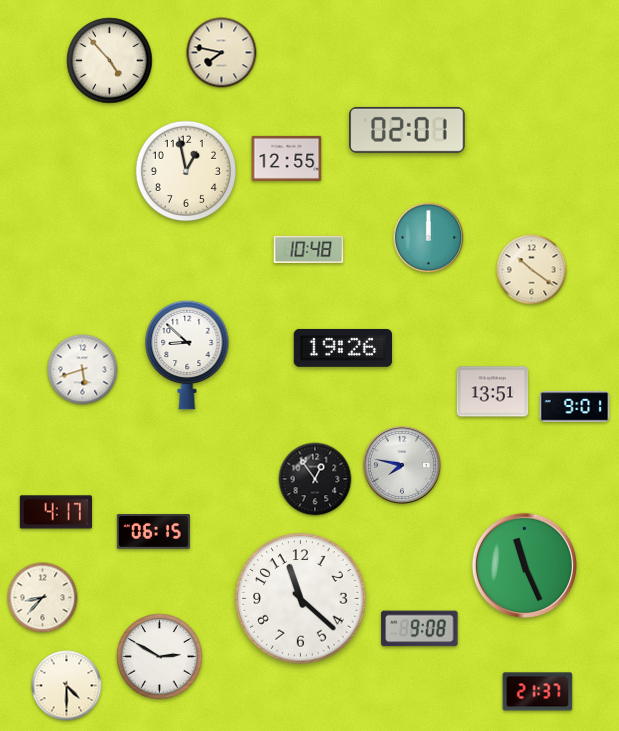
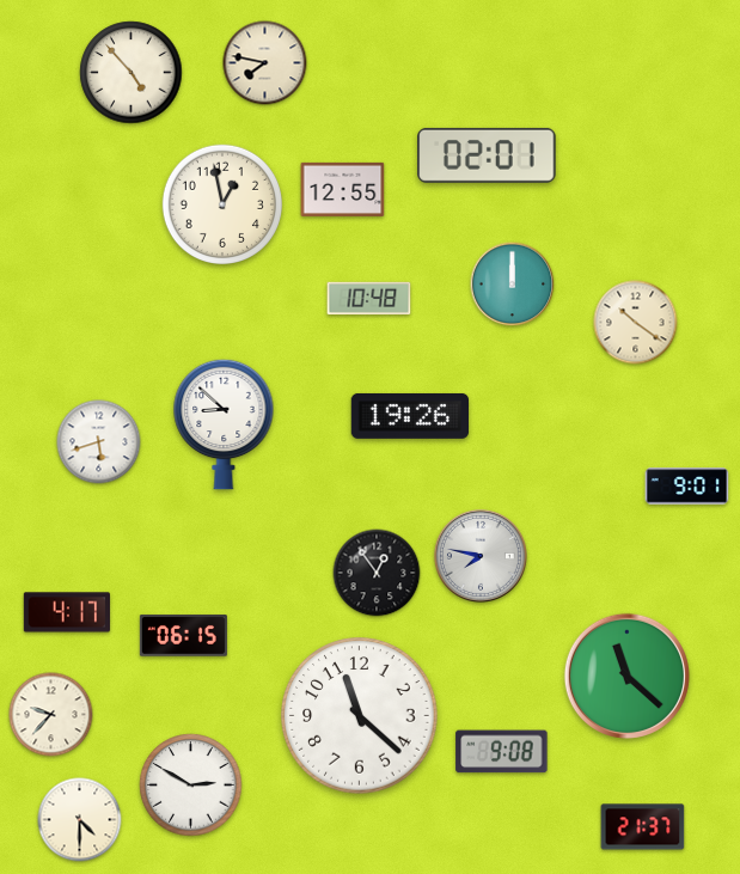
clock at (493, 392): 13:51 -> none
clock at (524, 565): 11:26 -> 11:22
clock at (43, 598): 8:37 -> 9:37
